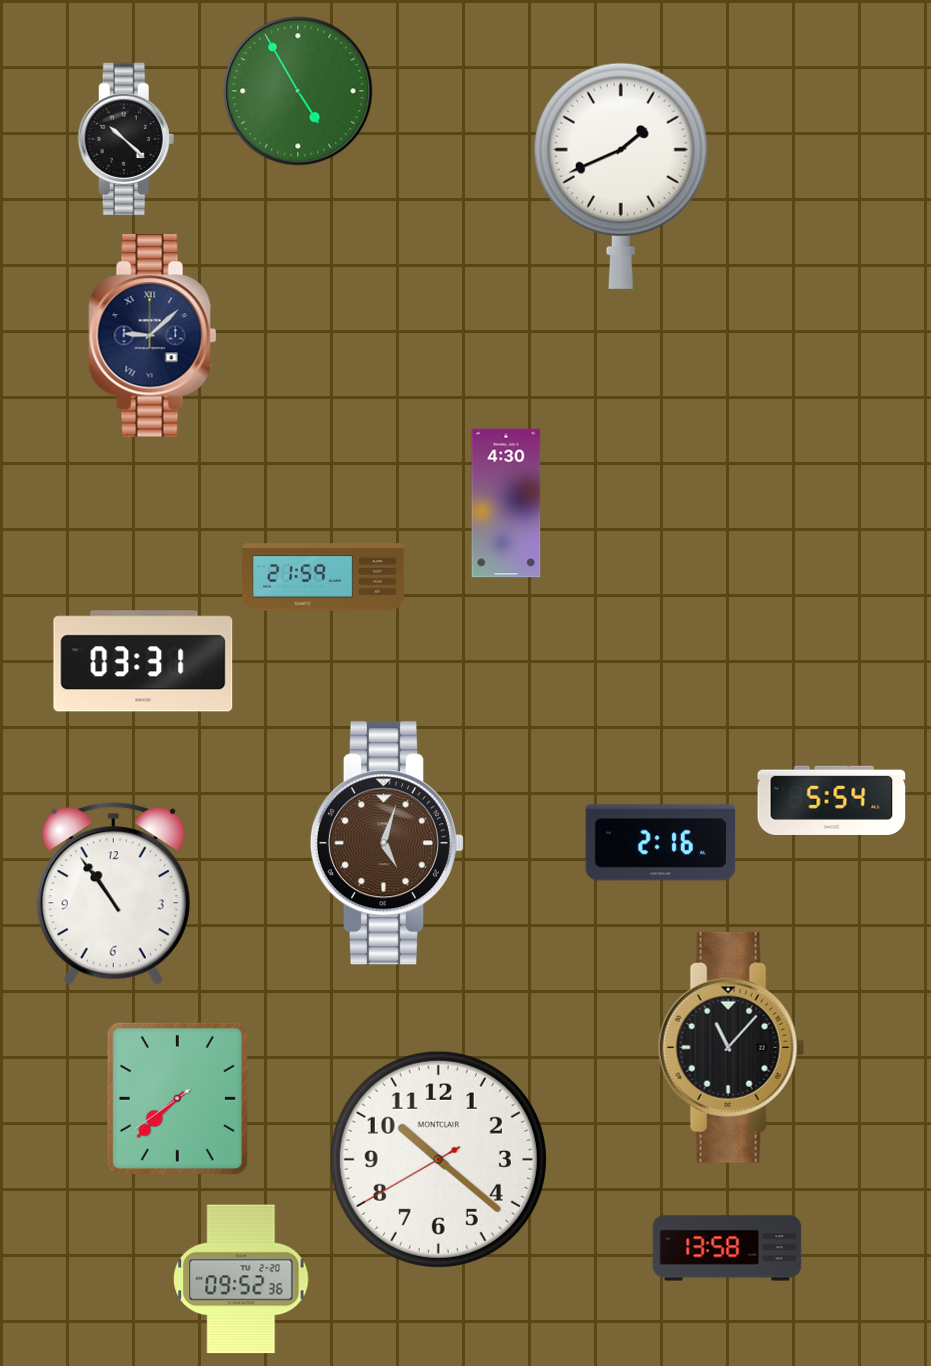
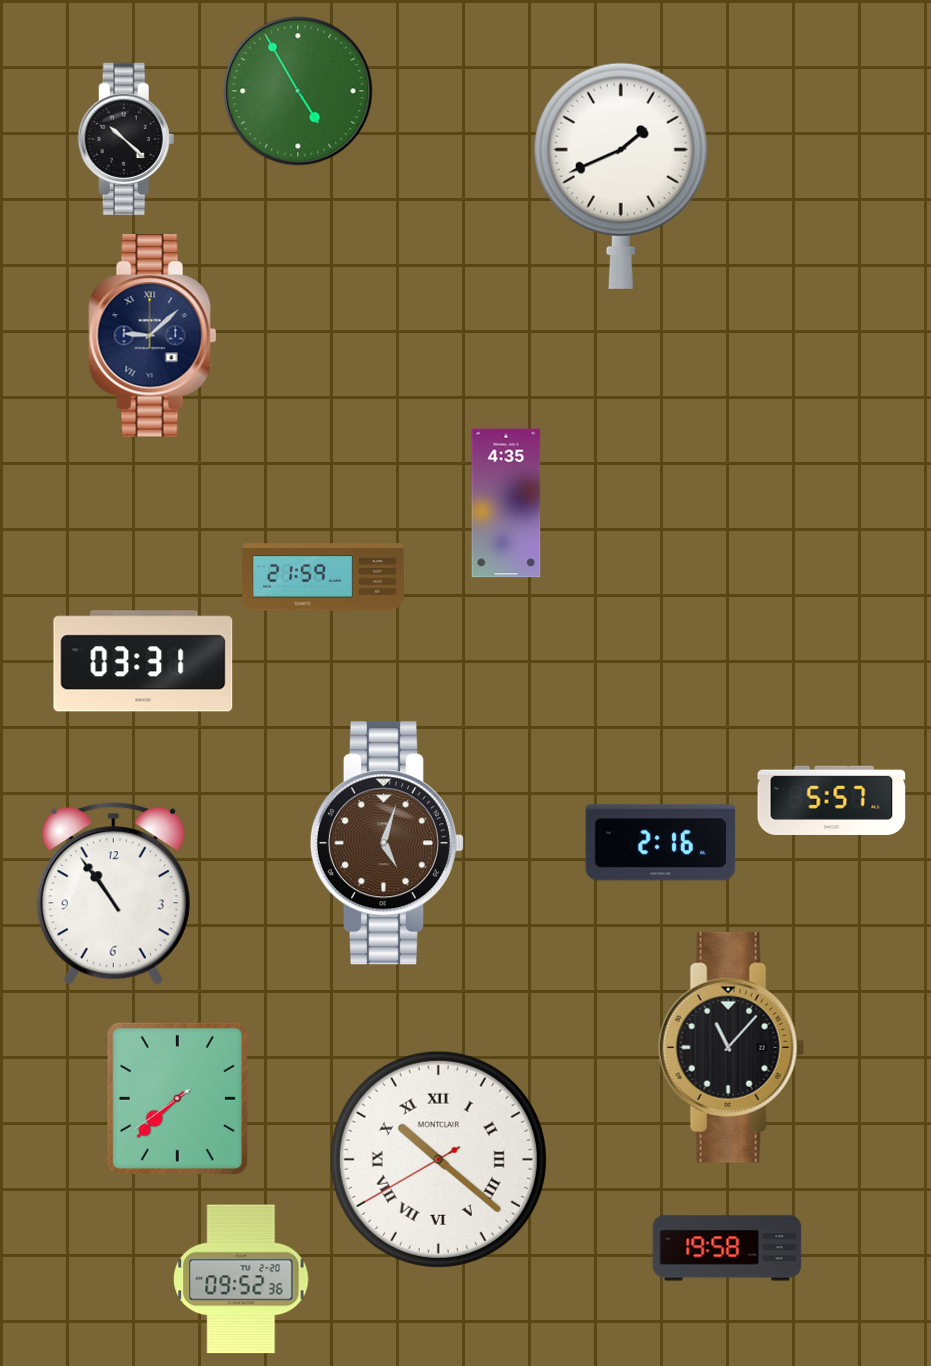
clock at (506, 503): 4:30 -> 4:35
clock at (832, 800): 5:54 -> 5:57
clock at (438, 1159) numerals: Arabic -> Roman
clock at (727, 1248): 13:58 -> 19:58
